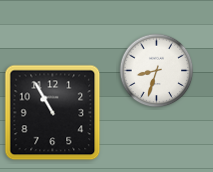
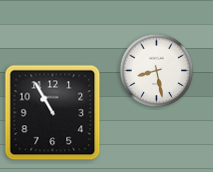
clock at (157, 71): 8:33 -> 8:28
